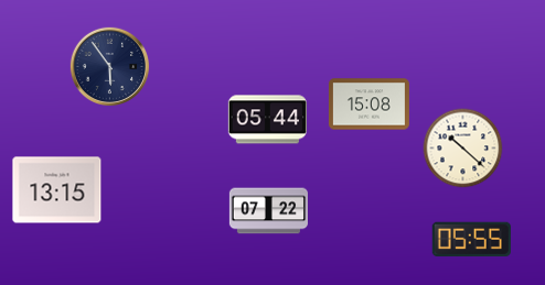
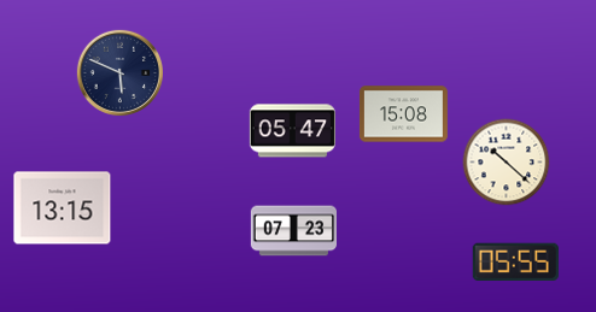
clock at (109, 66): 5:54 -> 5:49
clock at (267, 120): 05:44 -> 05:47
clock at (268, 211): 07:22 -> 07:23
